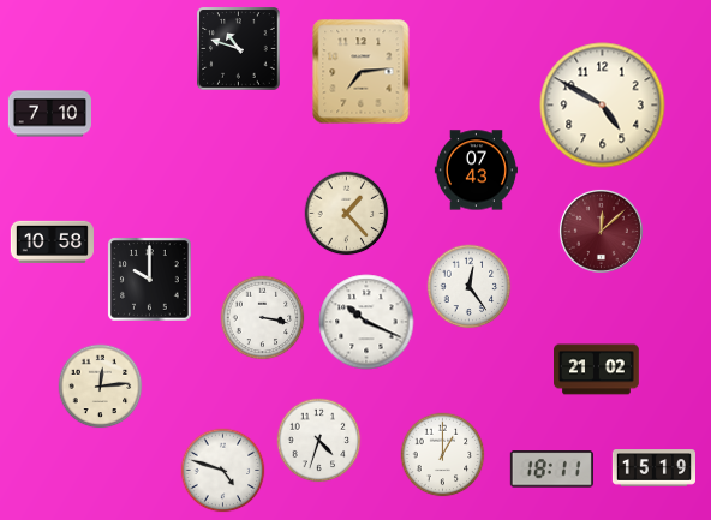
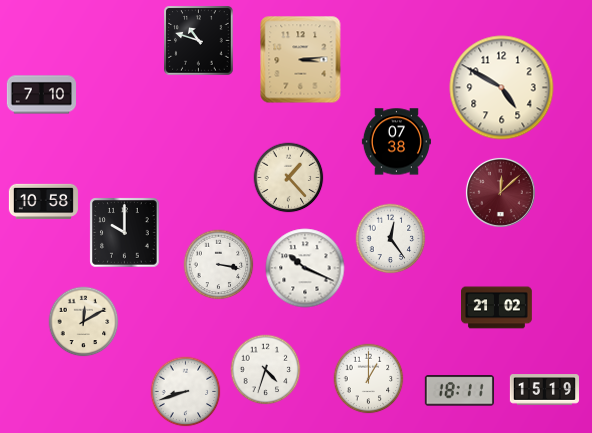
clock at (362, 72): 7:14 -> 3:14
clock at (476, 171): 07:43 -> 07:38
clock at (101, 387): 12:14 -> 12:10
clock at (319, 441) position: (319, 441) -> (266, 370)
clock at (223, 471): 4:48 -> 8:42
